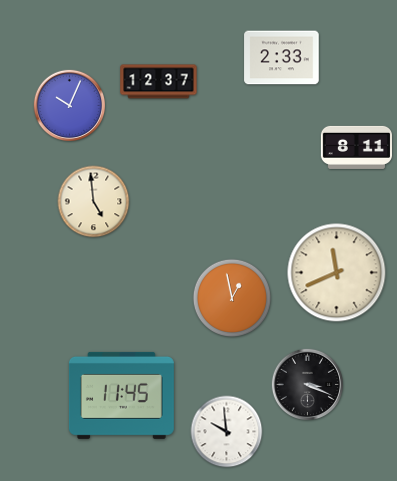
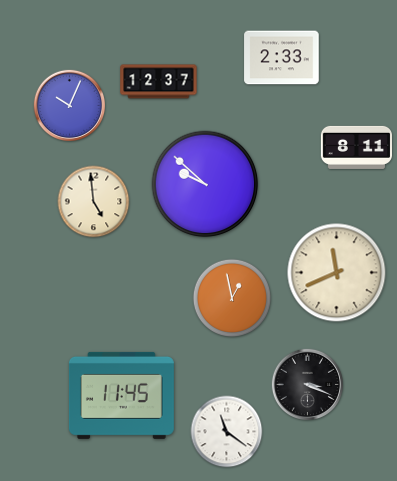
clock at (205, 184): none -> 9:52
clock at (227, 432): 9:59 -> 11:21
